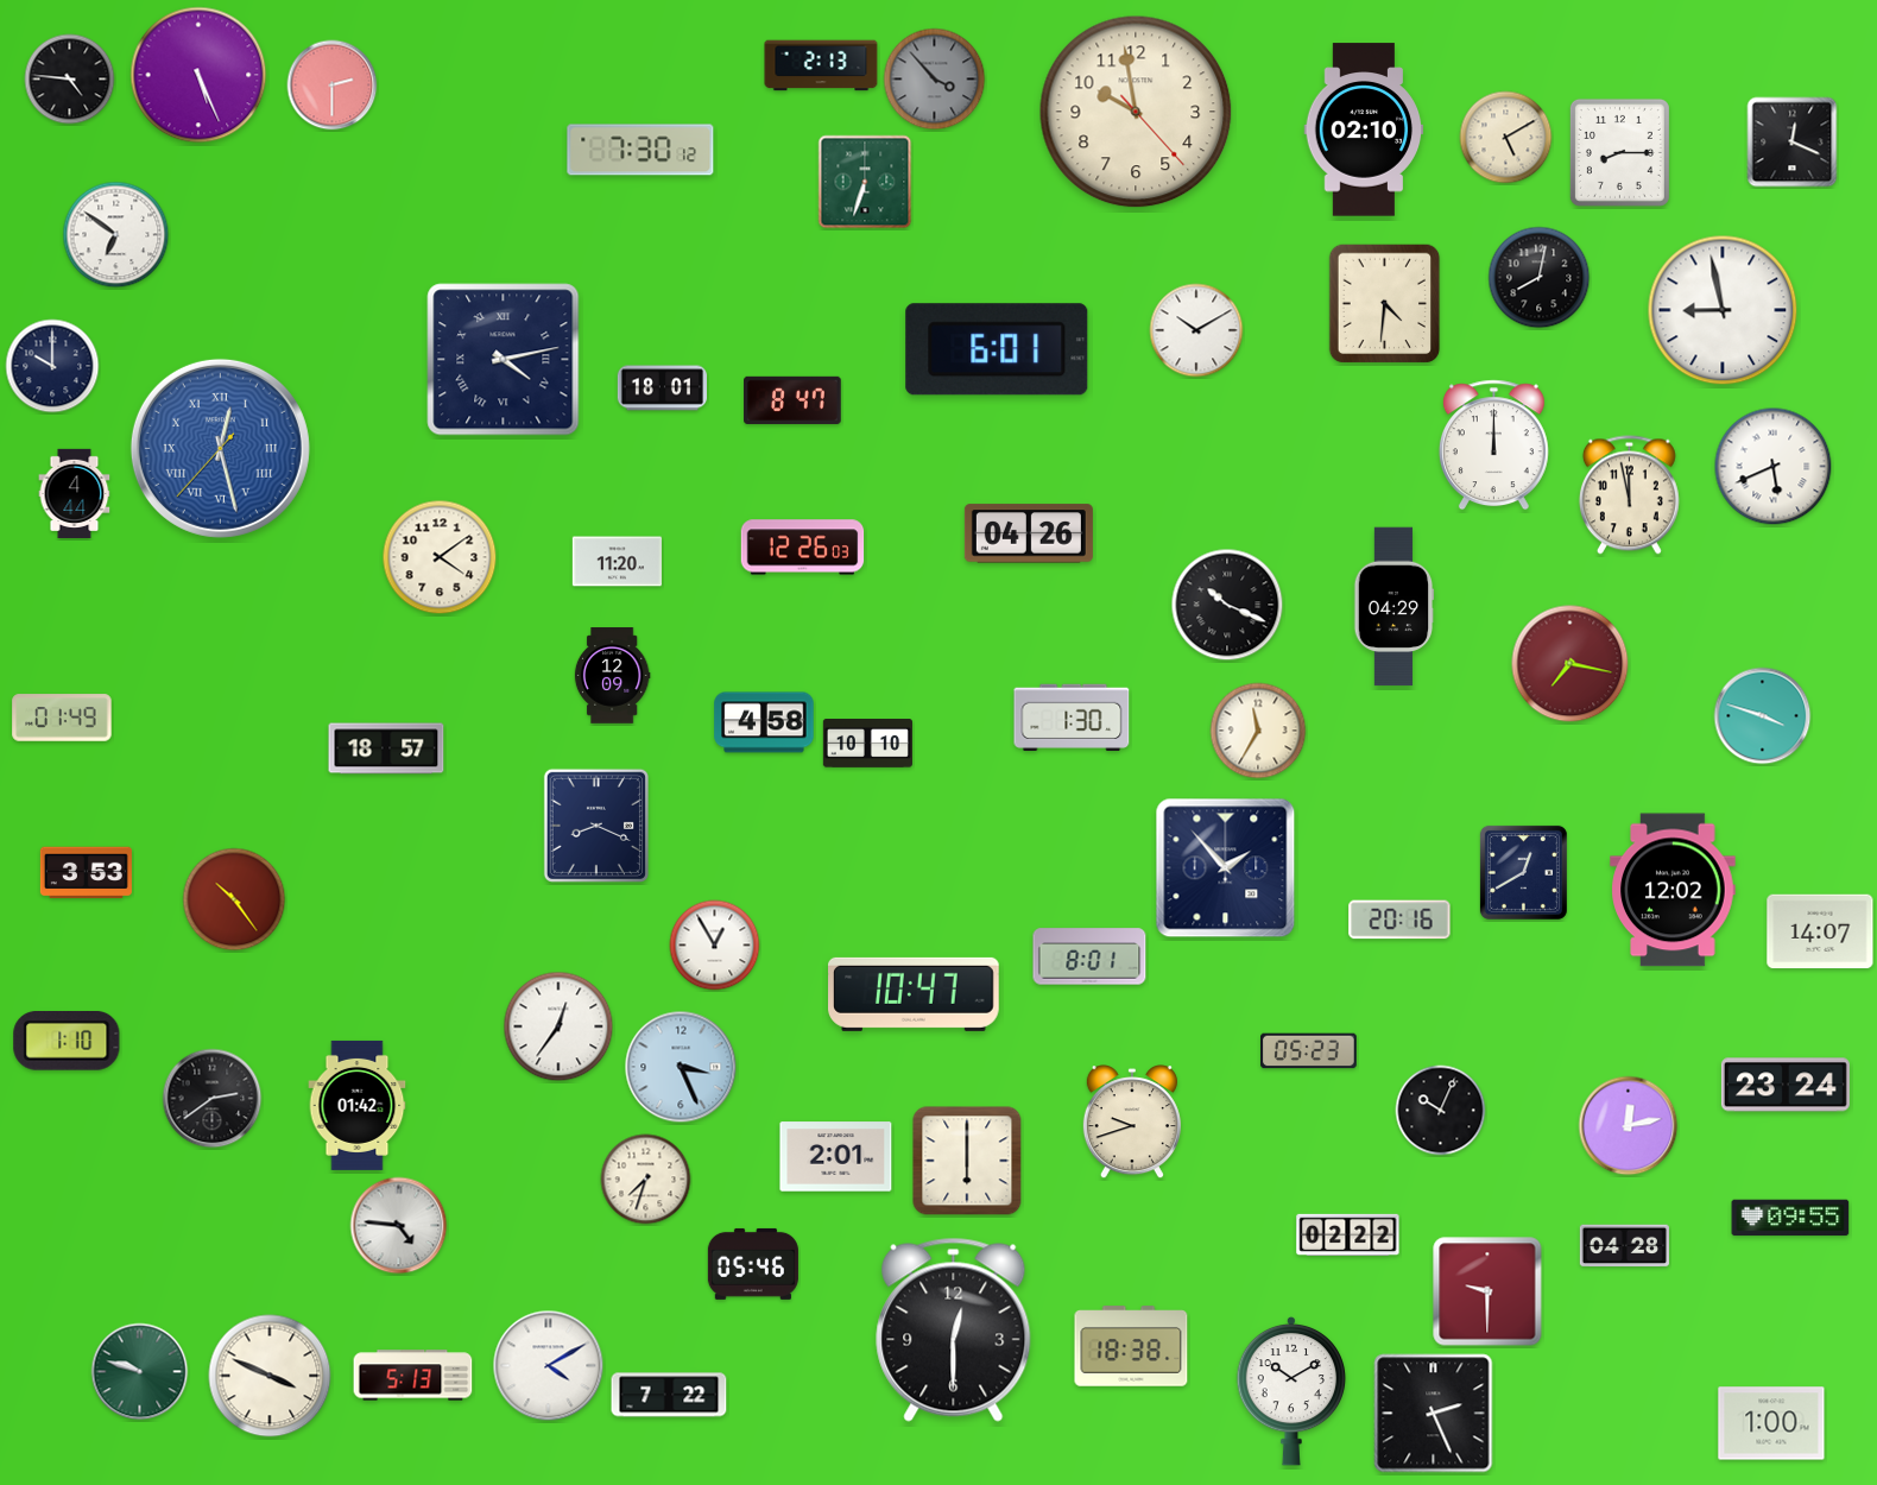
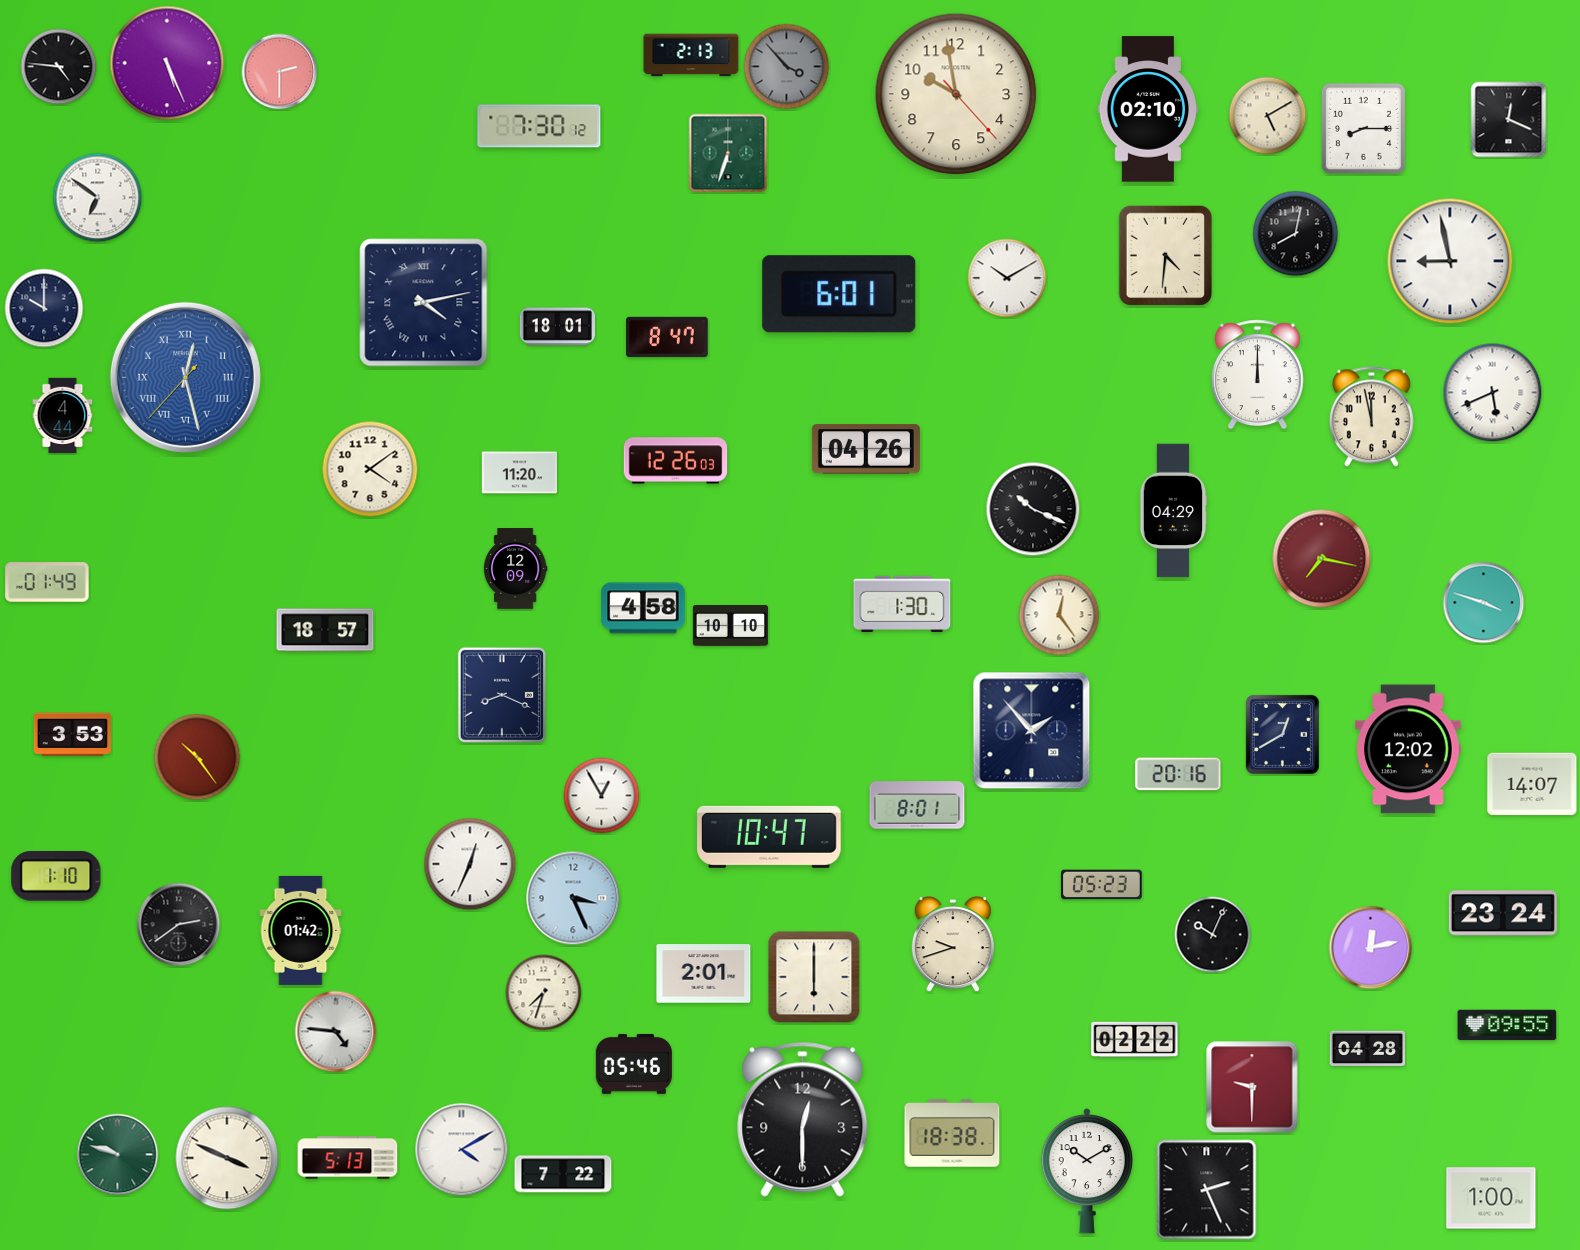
clock at (62, 718) position: (62, 718) -> (47, 582)
clock at (1258, 731): 11:35 -> 12:24
clock at (558, 1026): 12:36 -> 12:34
